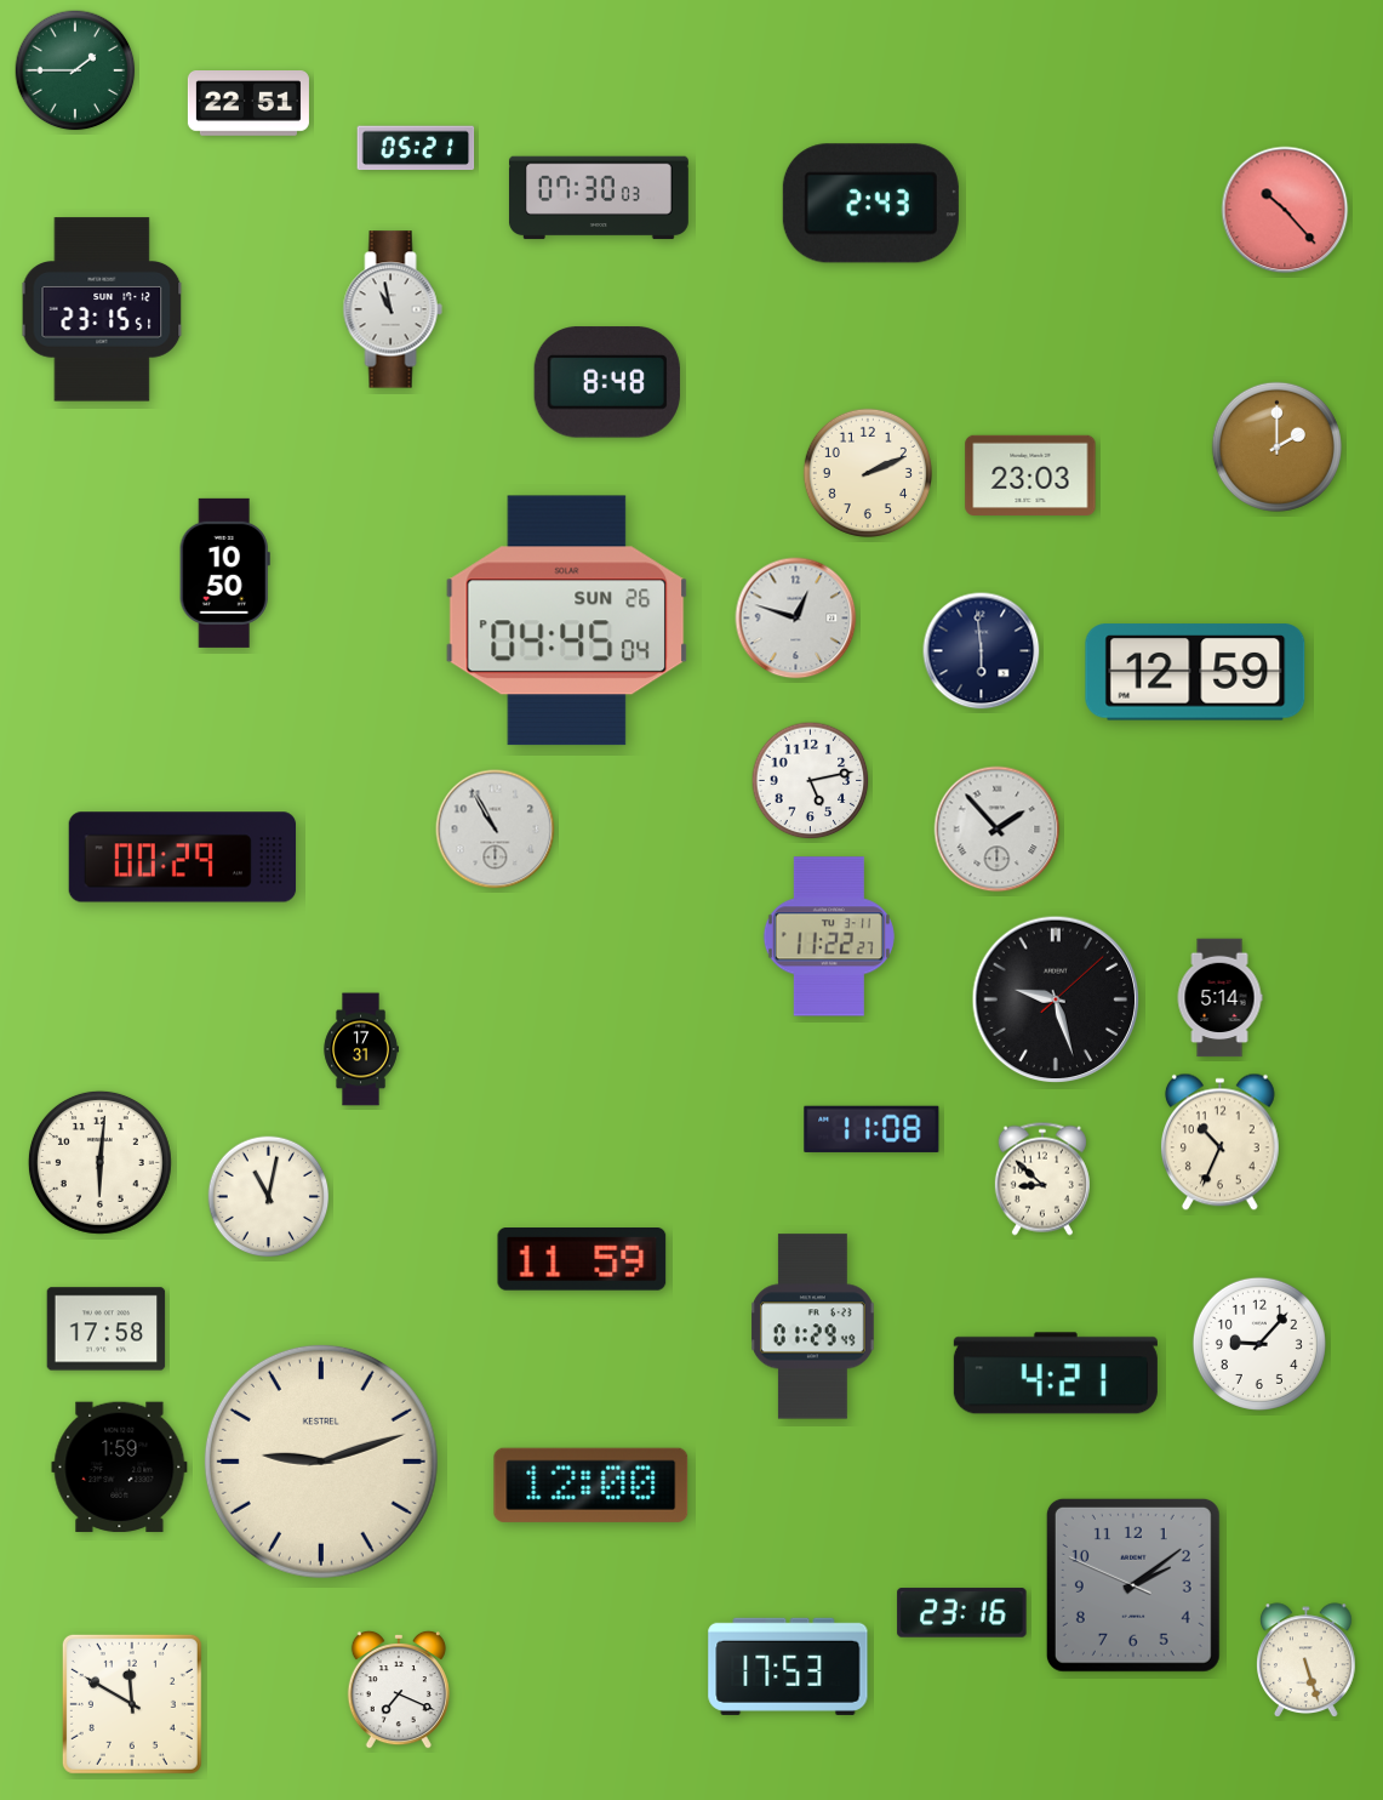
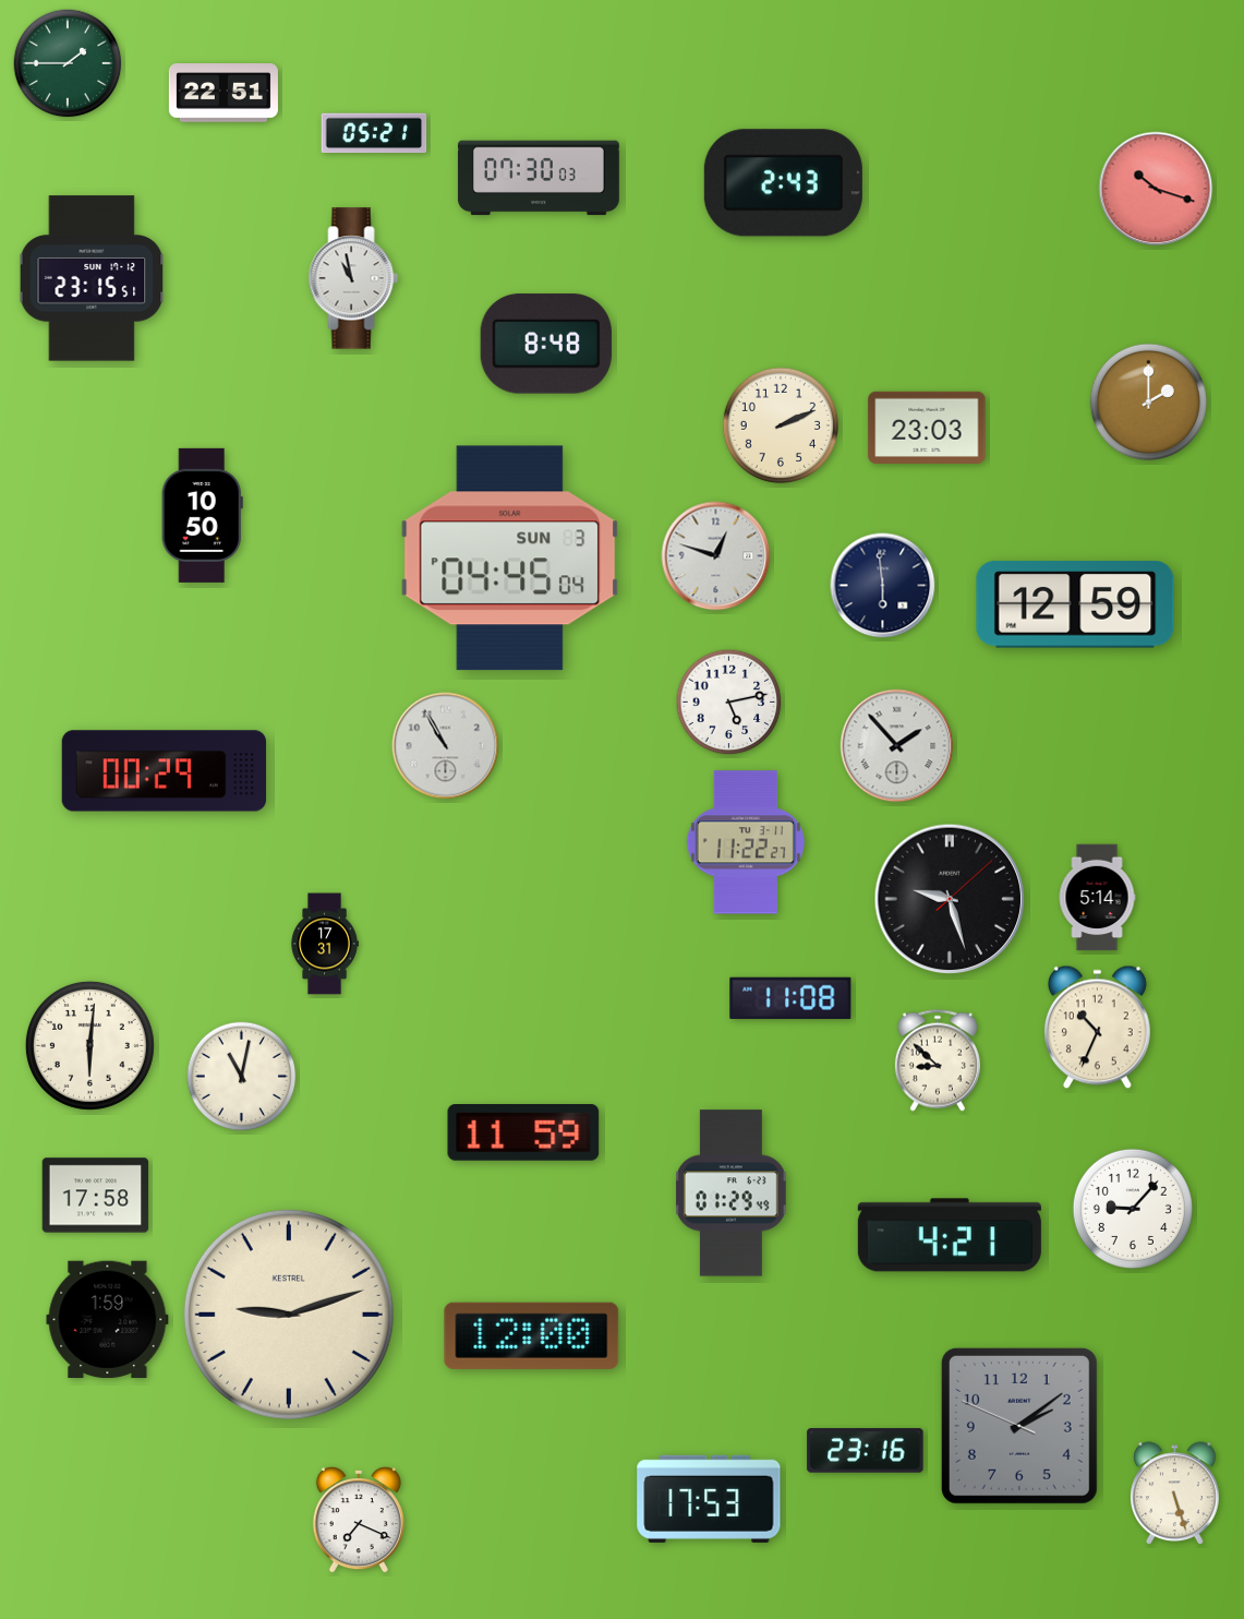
clock at (1285, 210): 10:23 -> 10:18
clock at (567, 621) date: SUN 26 -> SUN 3
clock at (871, 1129) position: (871, 1129) -> (790, 998)
clock at (132, 1704): 11:50 -> none
